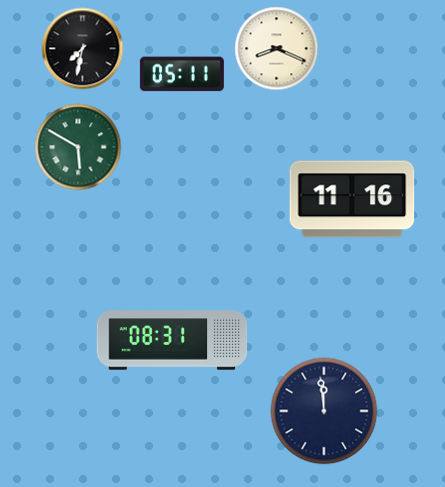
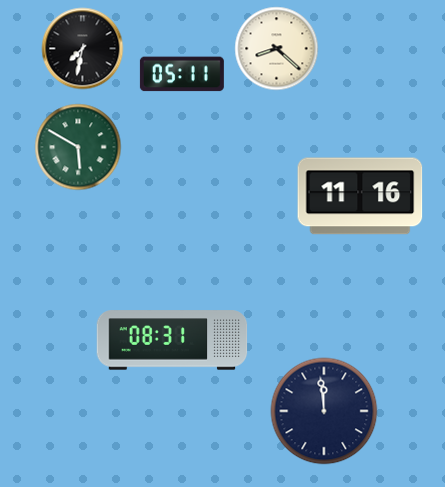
clock at (277, 49): 8:19 -> 8:22
clock at (352, 199) position: (352, 199) -> (360, 196)
